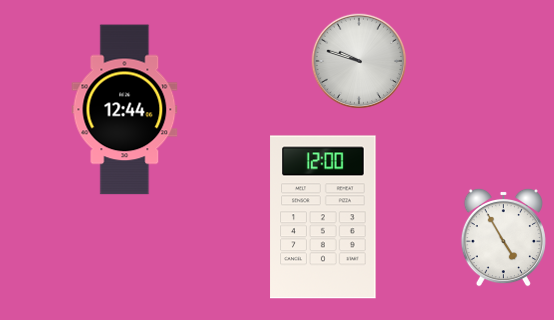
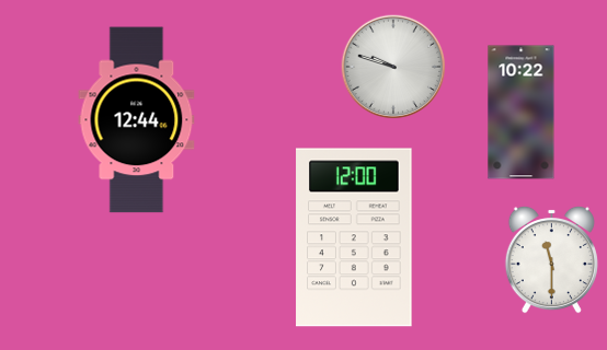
clock at (522, 113): none -> 10:22
clock at (503, 237): 4:55 -> 11:30
